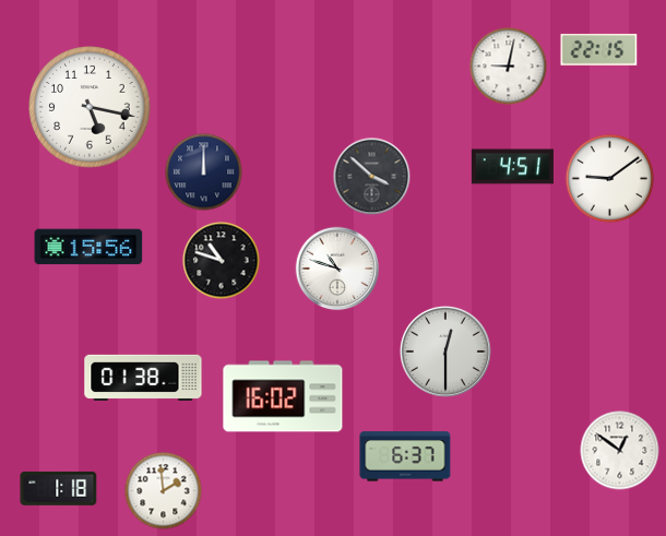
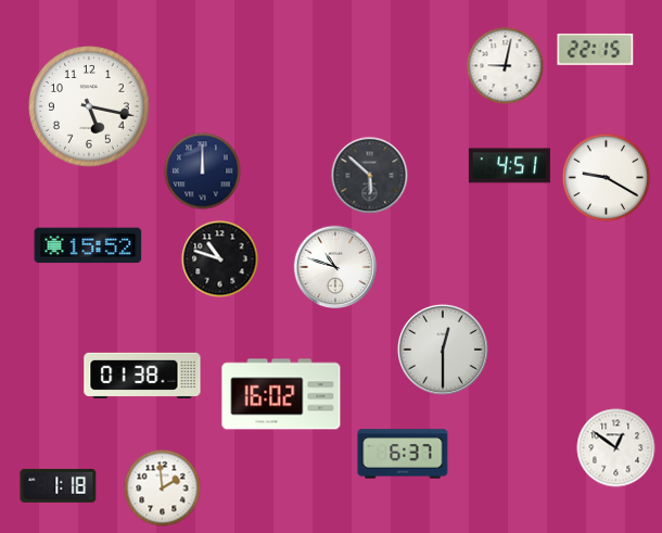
clock at (372, 177): 3:52 -> 5:52
clock at (610, 179): 9:09 -> 9:20
clock at (88, 247): 15:56 -> 15:52
